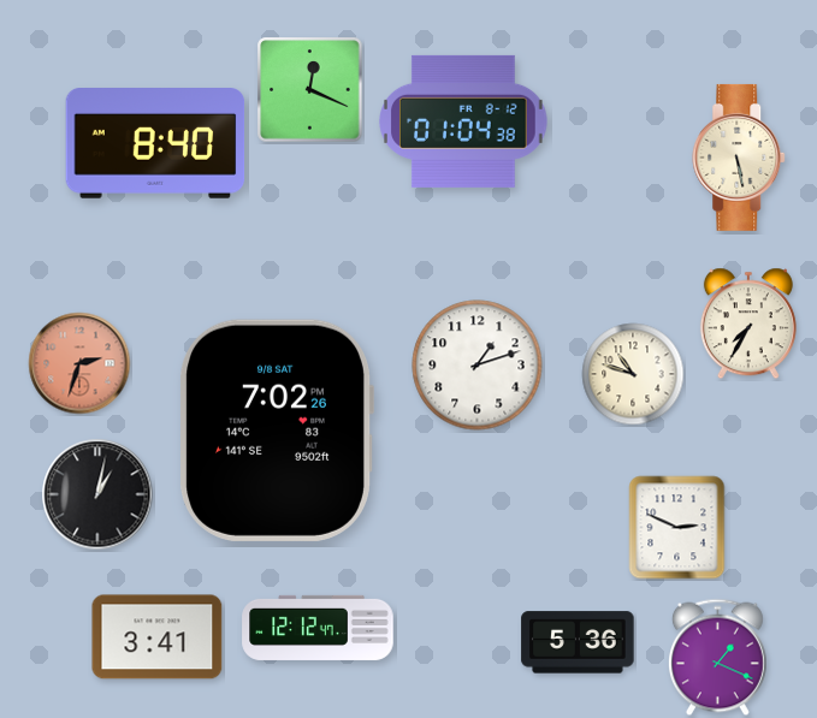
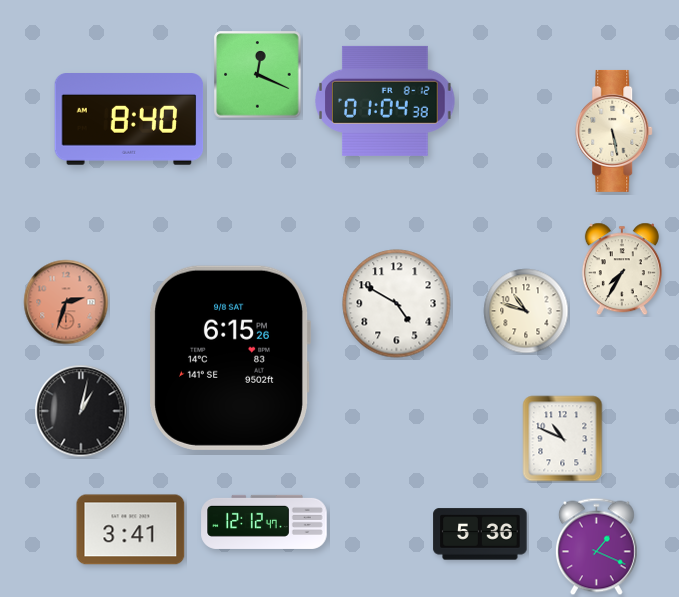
clock at (478, 366): 1:12 -> 4:50
clock at (277, 431): 7:02 -> 6:15
clock at (677, 528): 2:49 -> 10:49
